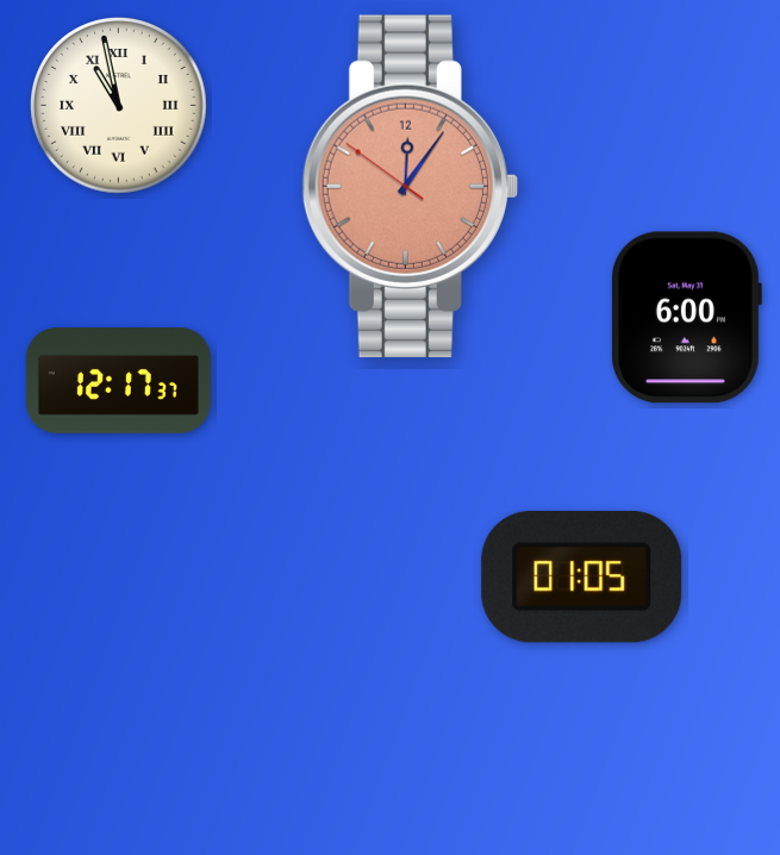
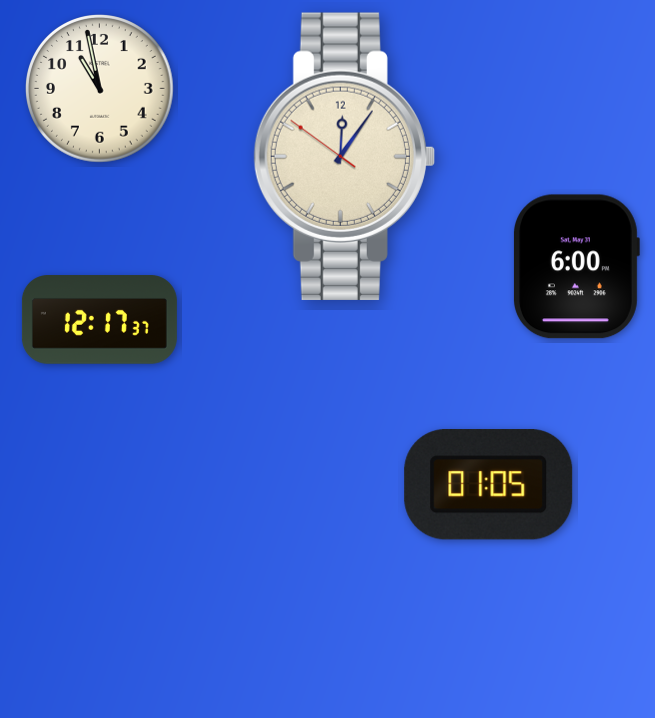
clock at (119, 106) numerals: Roman -> Arabic
clock at (410, 186) dial: salmon -> cream
